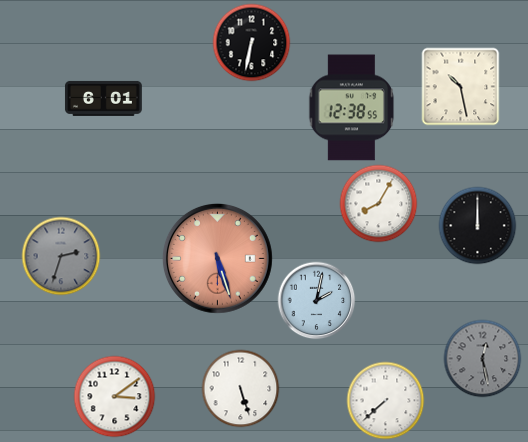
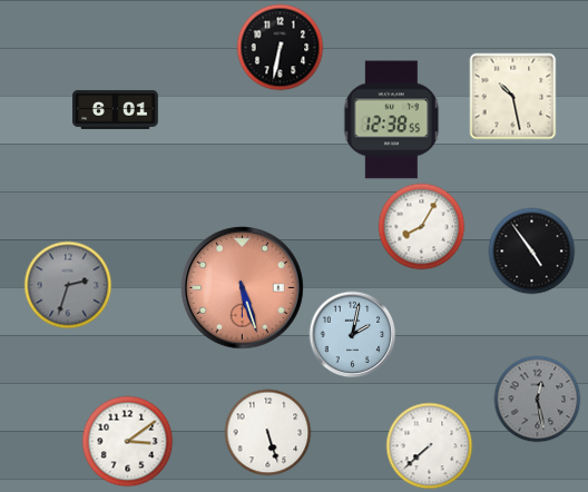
clock at (477, 225): 12:00 -> 4:54
